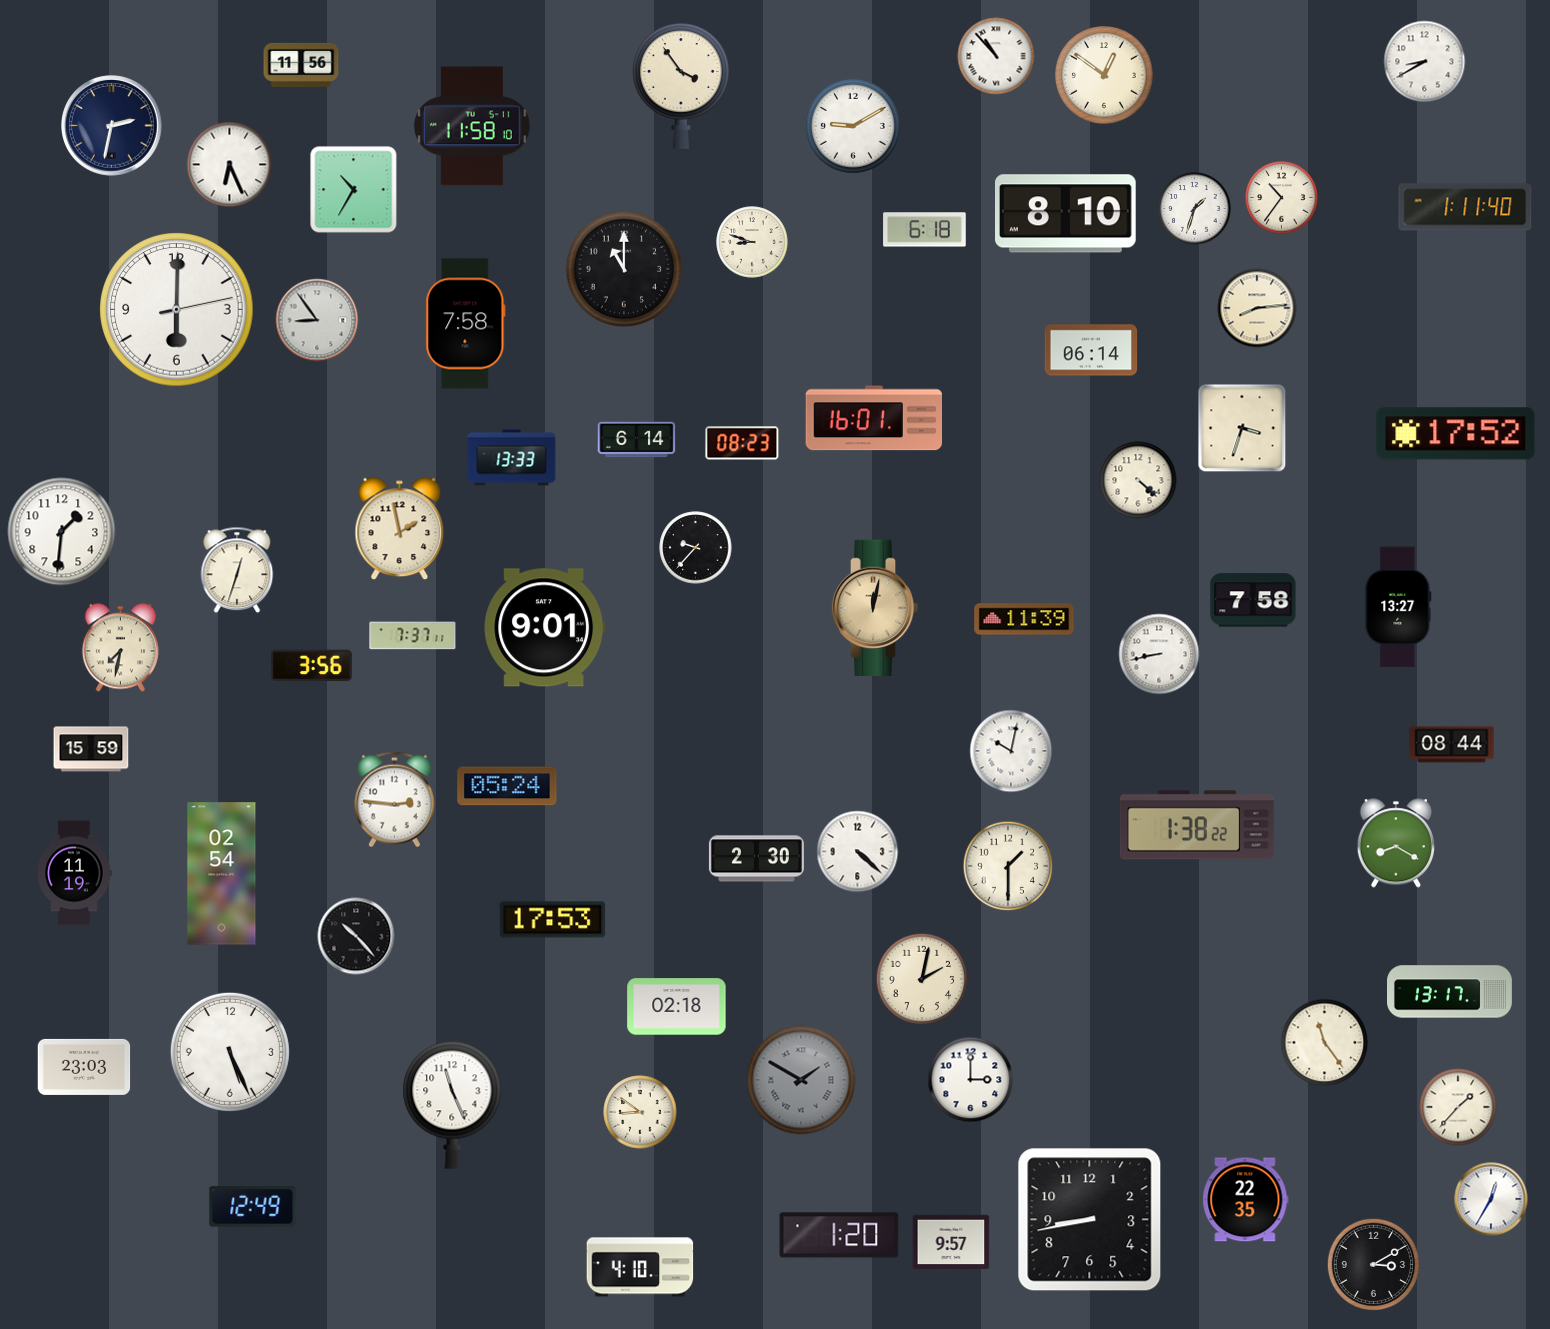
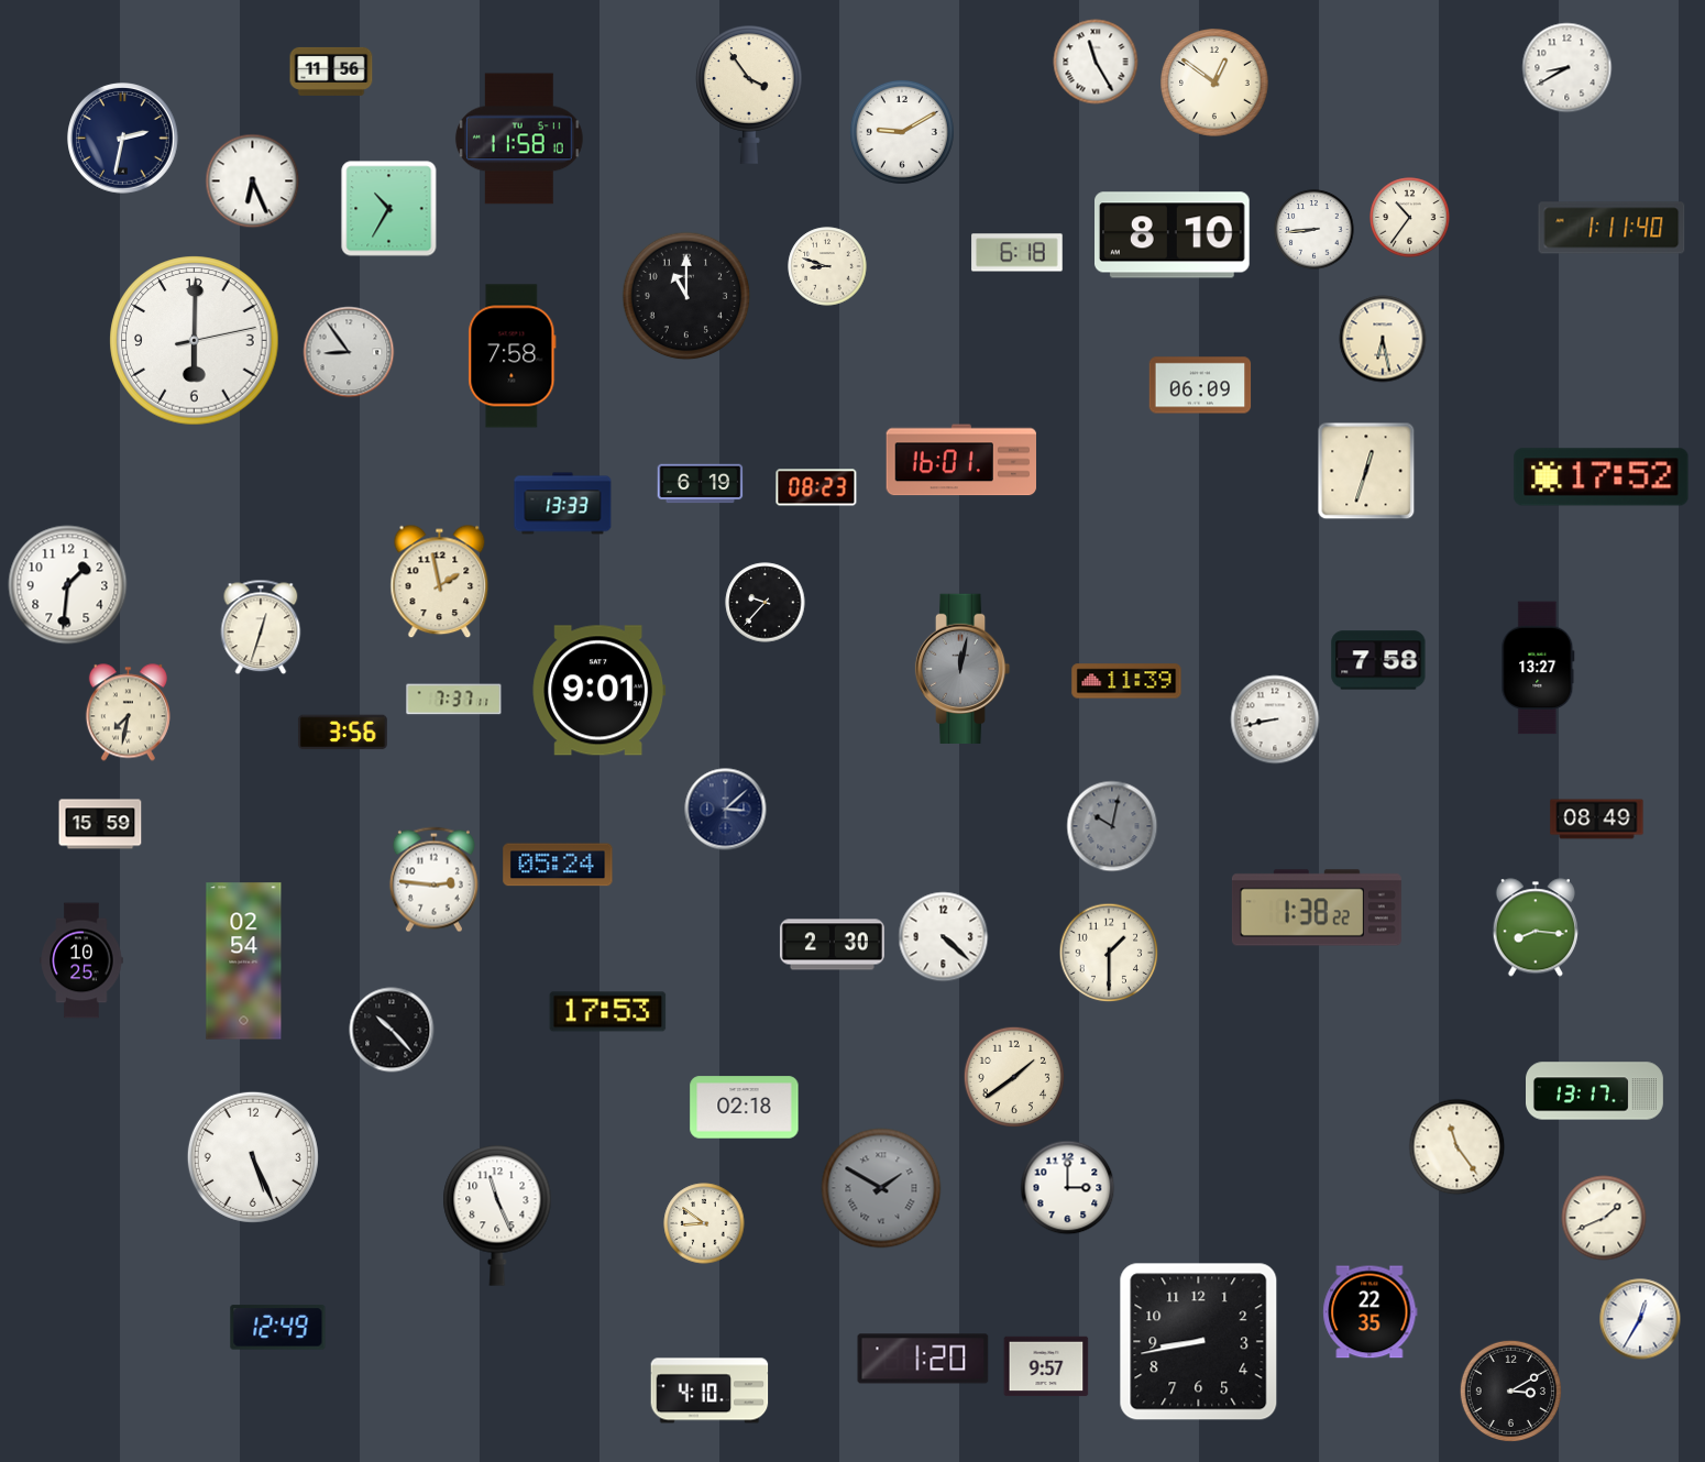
clock at (996, 56): 10:53 -> 11:25
clock at (853, 126) position: (853, 126) -> (902, 132)
clock at (1195, 209): 1:33 -> 8:44
clock at (1257, 308): 8:14 -> 6:28
clock at (1091, 350): 06:14 -> 06:09
clock at (1242, 428): 3:33 -> 12:33
clock at (637, 440): 6:14 -> 6:19
clock at (1138, 480): 4:22 -> none
clock at (875, 608) dial: champagne -> grey
clock at (120, 648) position: (120, 648) -> (128, 713)
clock at (726, 810): none -> 3:08
clock at (1452, 745): 08:44 -> 08:49
clock at (1011, 751) dial: white -> grey
clock at (1395, 843): 8:20 -> 8:16
clock at (74, 873): 11:19 -> 10:25
clock at (921, 978): 2:02 -> 1:39
clock at (84, 1067): 23:03 -> none
clock at (1458, 1107): 1:37 -> 1:41
clock at (1246, 1200) position: (1246, 1200) -> (1371, 1312)
clock at (640, 1267) position: (640, 1267) -> (710, 1390)
